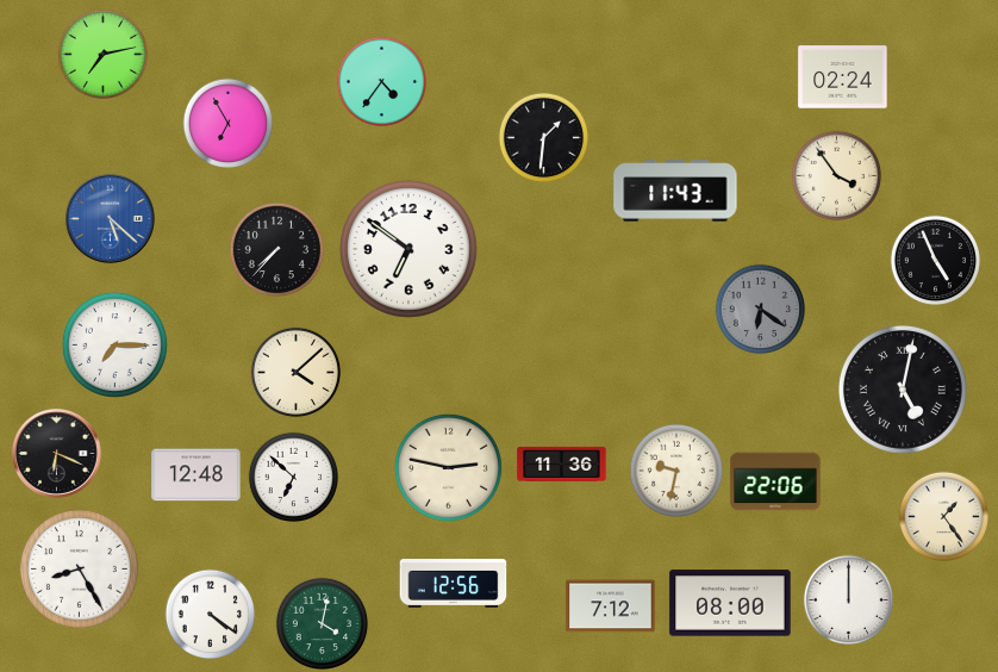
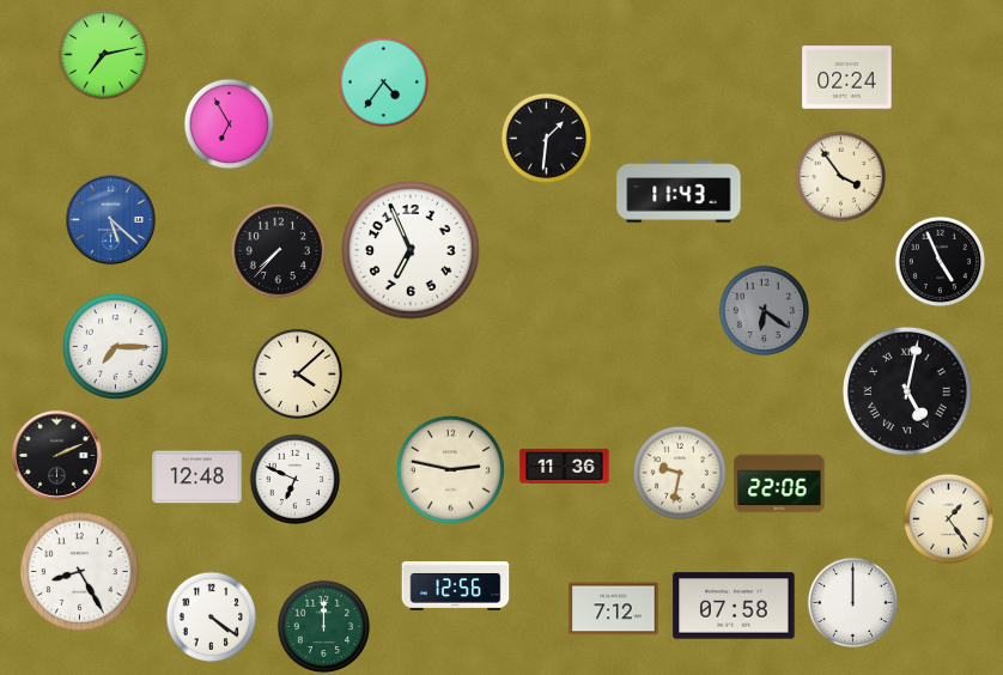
clock at (410, 250): 6:51 -> 6:56
clock at (57, 454): 6:19 -> 2:11
clock at (293, 477): 6:52 -> 6:49
clock at (730, 603): 08:00 -> 07:58
clock at (322, 623): 4:02 -> 12:00
